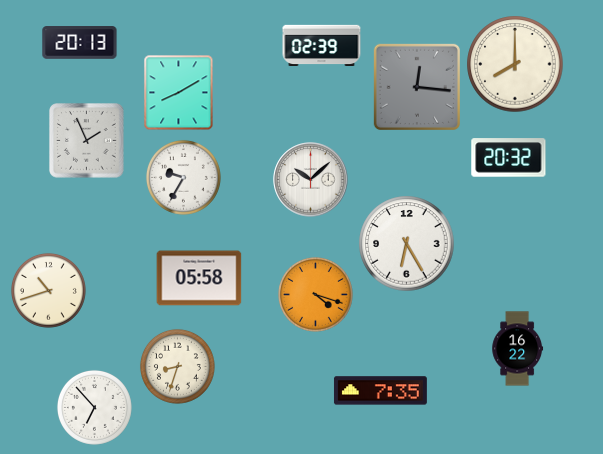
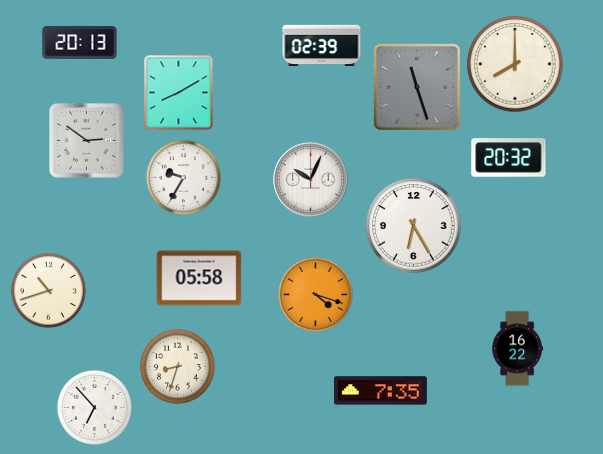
clock at (417, 87): 12:16 -> 11:27
clock at (87, 141): 1:56 -> 2:51
clock at (311, 180): 10:08 -> 10:04
clock at (407, 244) position: (407, 244) -> (414, 226)
